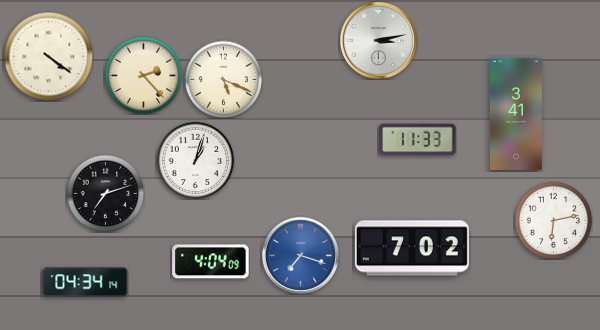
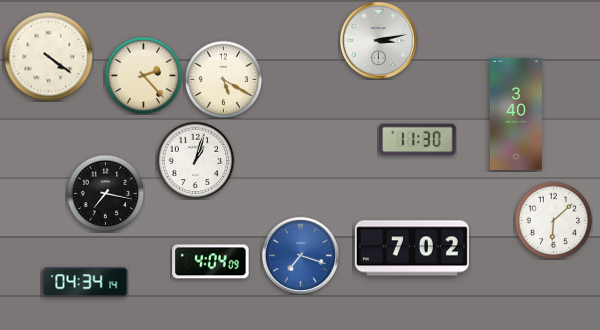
clock at (223, 79): 5:19 -> 5:20
clock at (516, 114): 3:41 -> 3:40
clock at (418, 140): 11:33 -> 11:30
clock at (105, 193): 7:12 -> 7:17
clock at (553, 220): 6:13 -> 6:08
